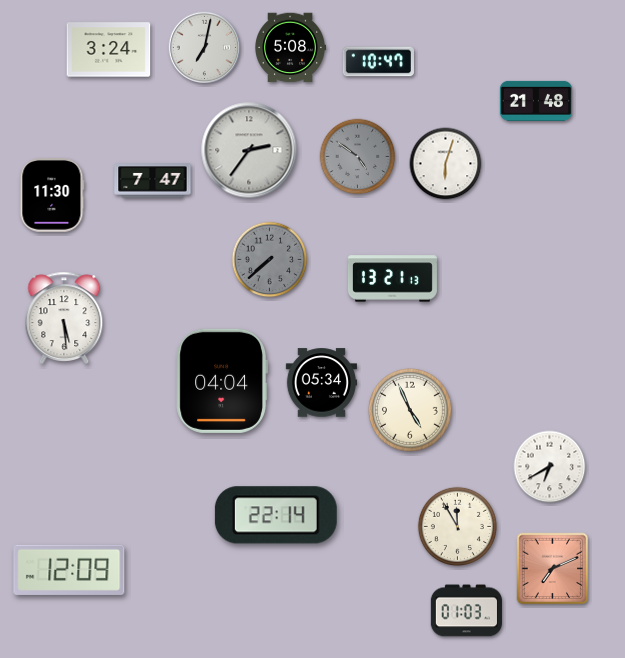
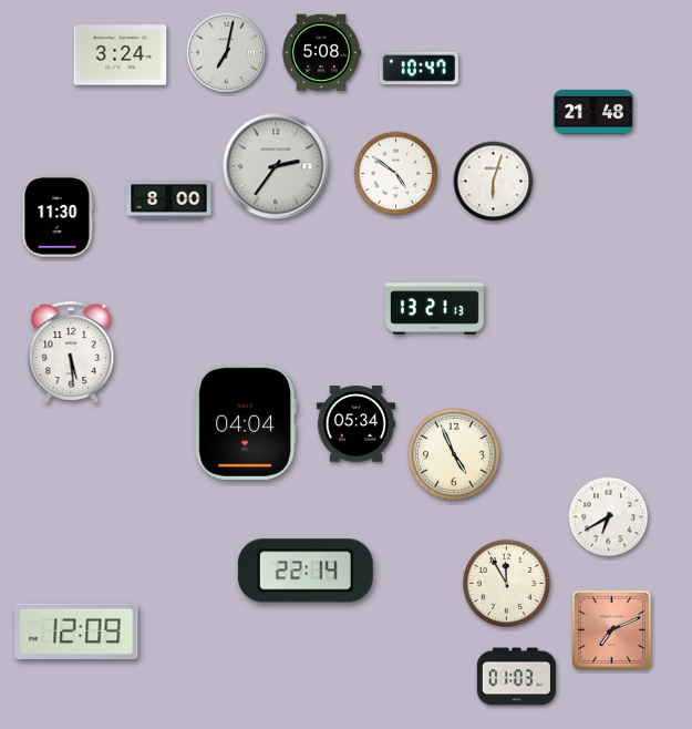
clock at (358, 157) dial: grey -> white
clock at (153, 181): 7:47 -> 8:00
clock at (270, 260): 7:38 -> none
